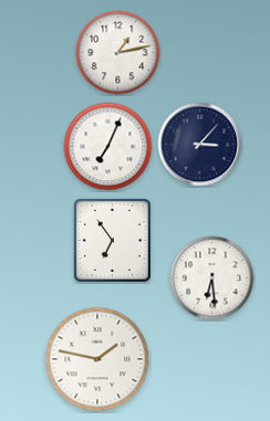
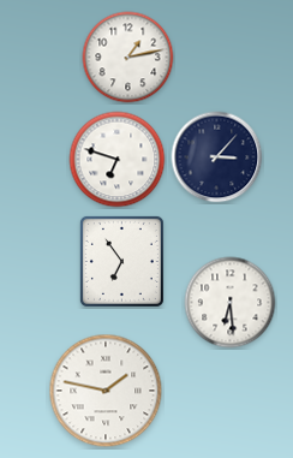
clock at (108, 147): 7:04 -> 6:48
